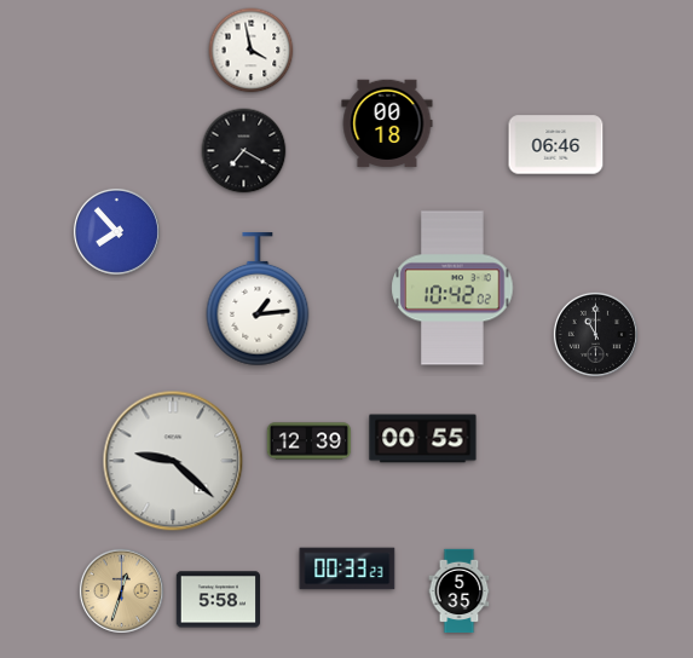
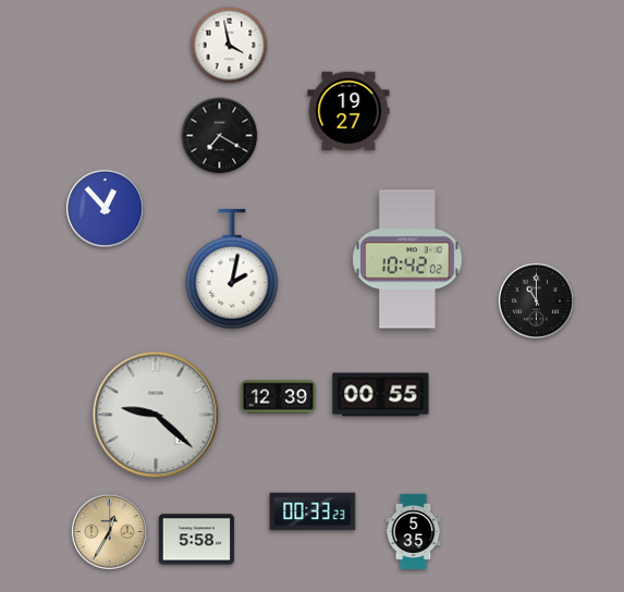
clock at (252, 51) position: (252, 51) -> (230, 46)
clock at (387, 123): 00:18 -> 19:27
clock at (556, 145): 06:46 -> none
clock at (116, 231): 7:53 -> 12:53
clock at (258, 299): 1:14 -> 2:02
clock at (121, 590): 12:33 -> 12:35
